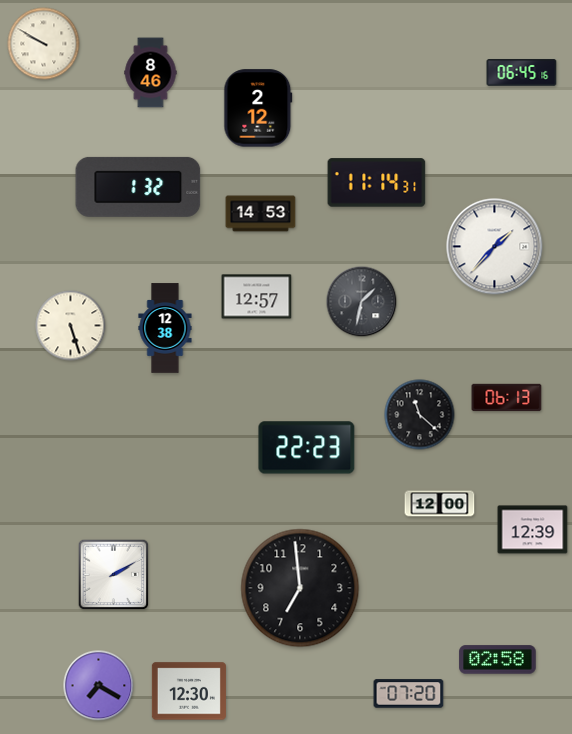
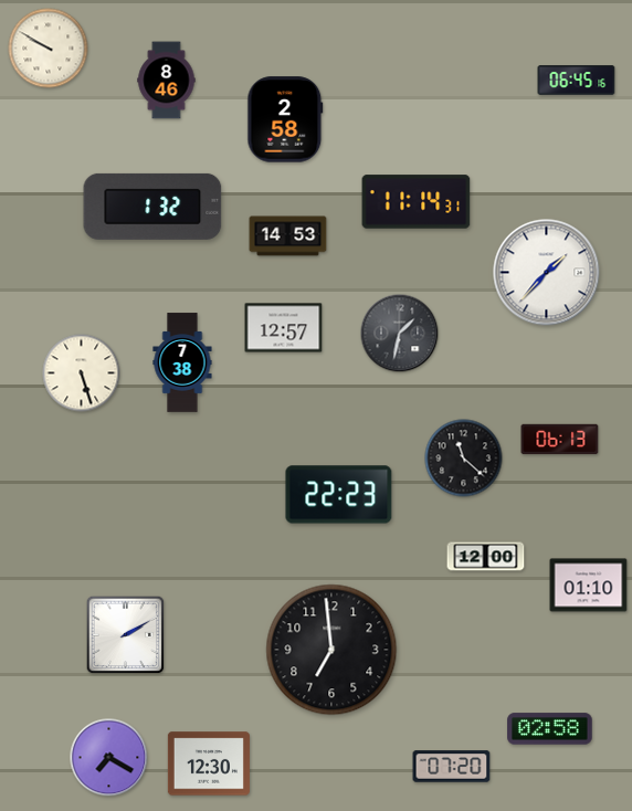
clock at (258, 108): 2:12 -> 2:58
clock at (71, 326) position: (71, 326) -> (82, 373)
clock at (165, 328): 12:38 -> 7:38
clock at (533, 530): 12:39 -> 01:10
